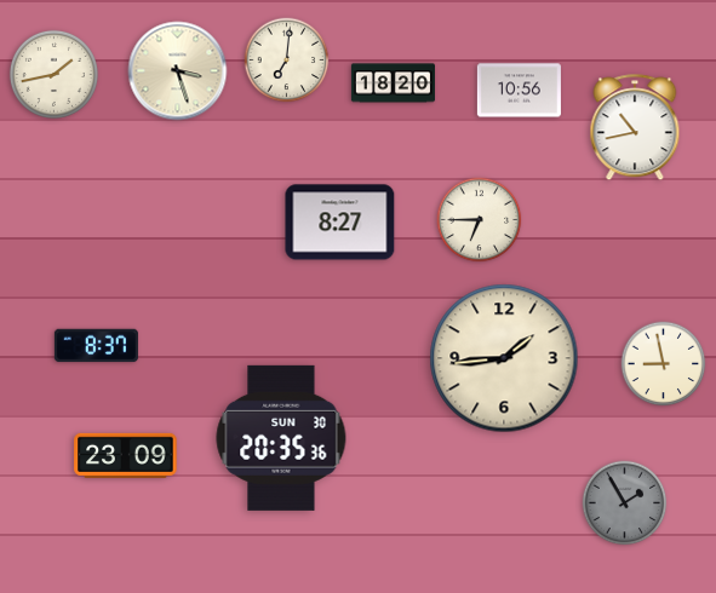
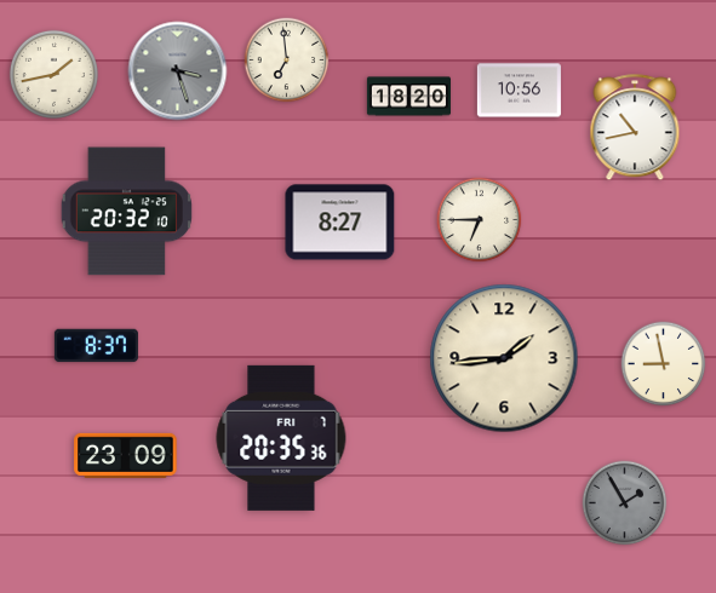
clock at (287, 61): 7:01 -> 6:59
clock at (178, 71) dial: cream -> grey
clock at (393, 84) position: (393, 84) -> (408, 97)
clock at (126, 212): none -> 20:32
clock at (281, 438) date: SUN 30 -> FRI 7
